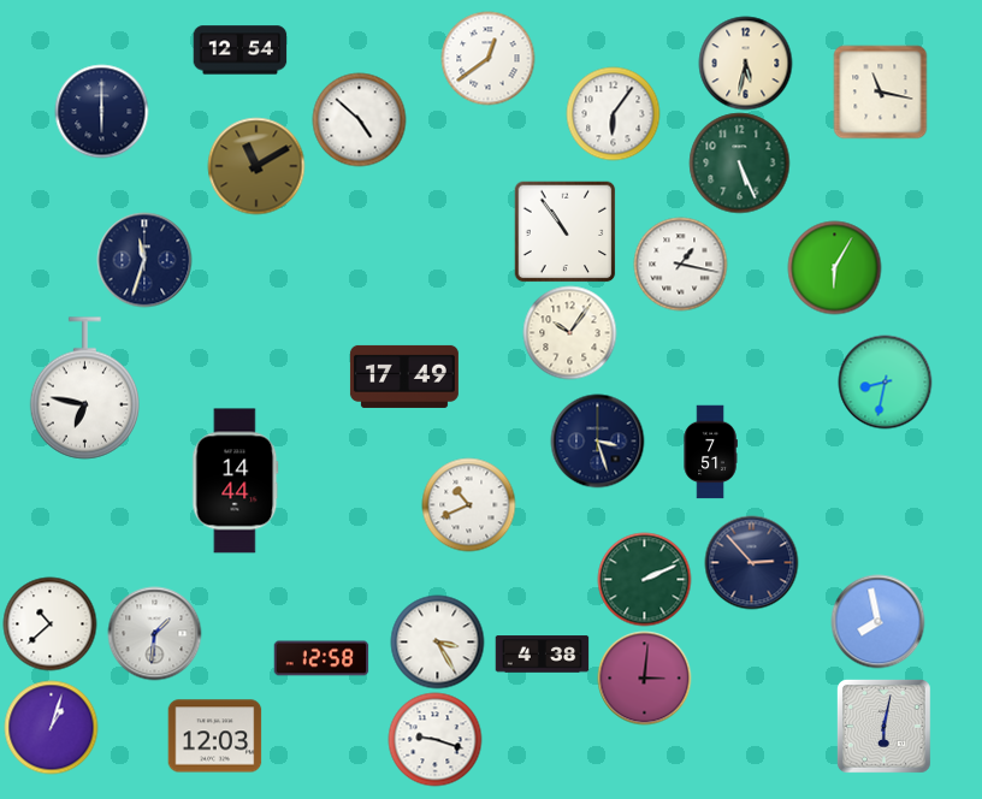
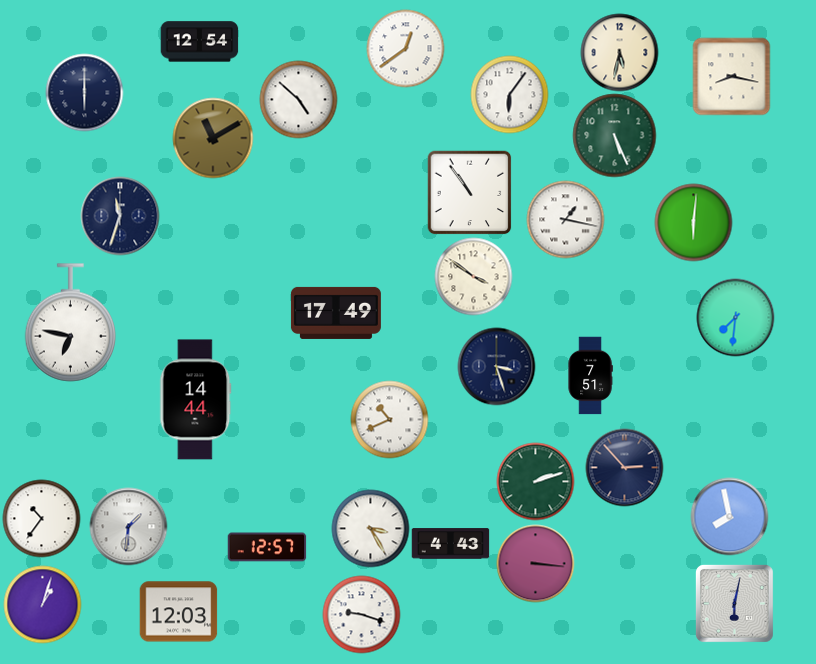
clock at (880, 91): 11:17 -> 8:17
clock at (834, 267): 6:05 -> 6:01
clock at (569, 332): 10:06 -> 3:51
clock at (885, 381): 8:32 -> 7:31
clock at (644, 579): 2:11 -> 2:12
clock at (49, 623): 10:38 -> 10:36
clock at (437, 641) position: (437, 641) -> (370, 528)
clock at (542, 655): 4:38 -> 4:43
clock at (321, 658): 12:58 -> 12:57
clock at (644, 677): 3:01 -> 3:16
